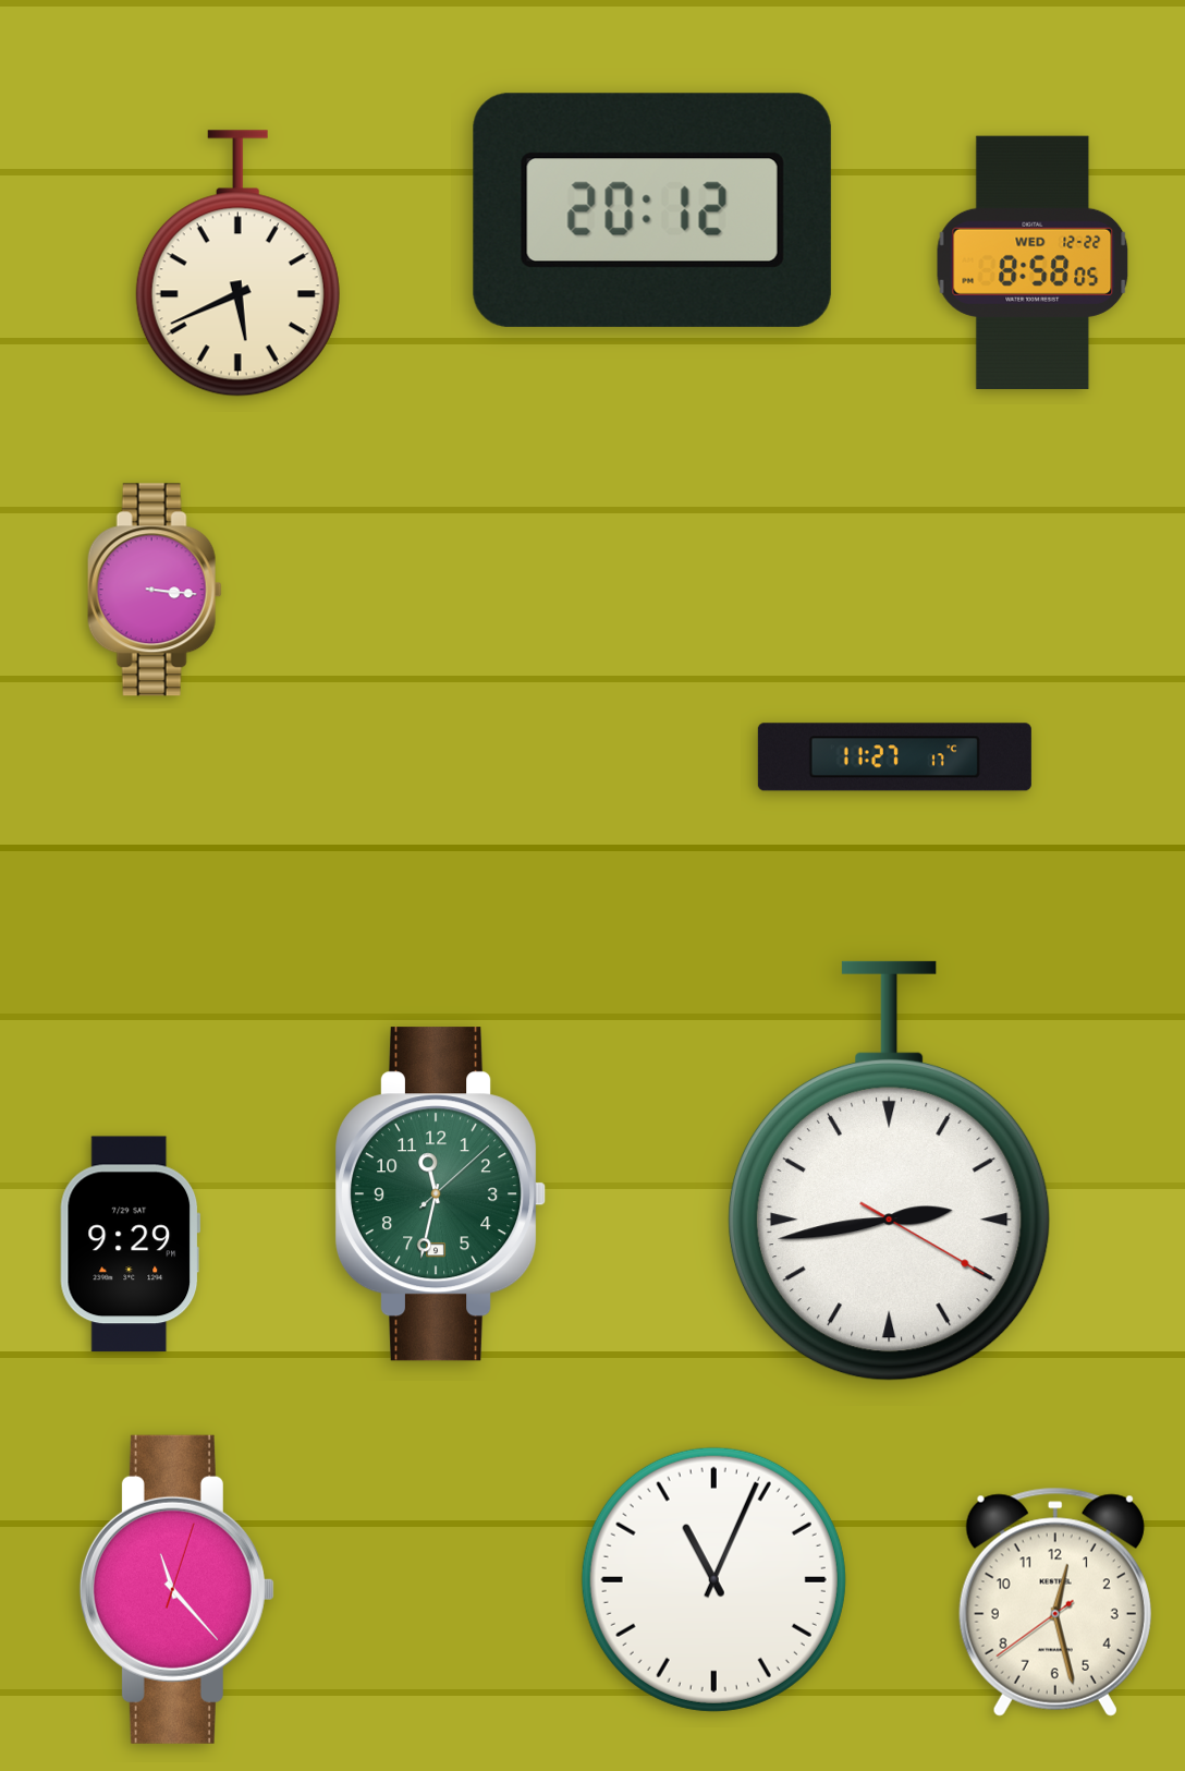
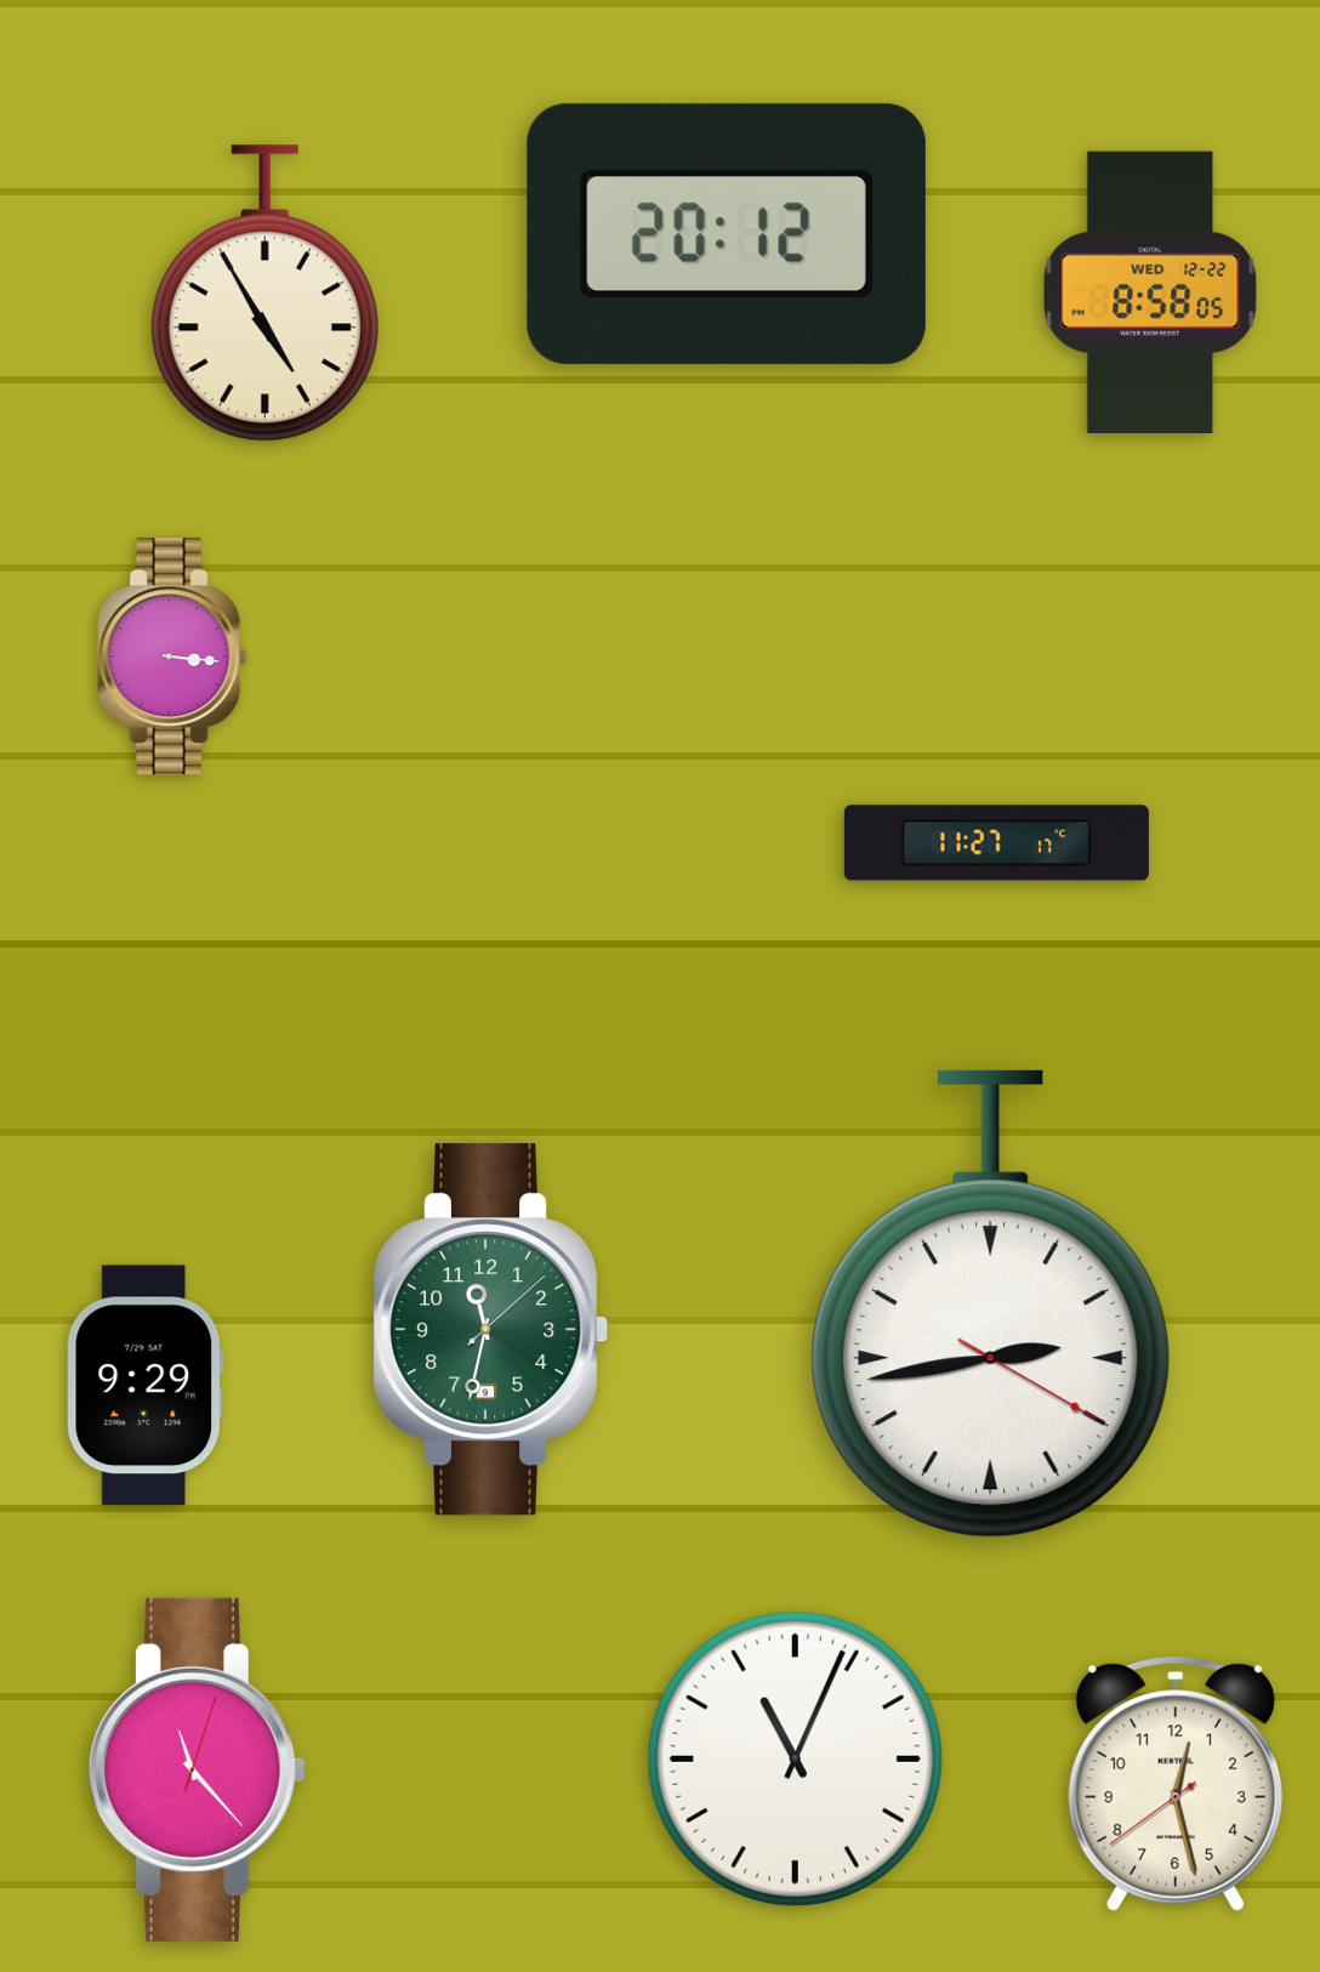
clock at (237, 264): 5:41 -> 4:55
